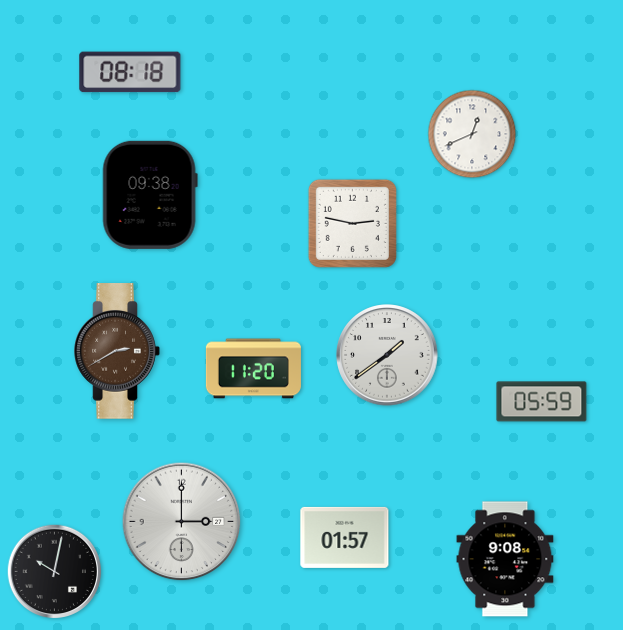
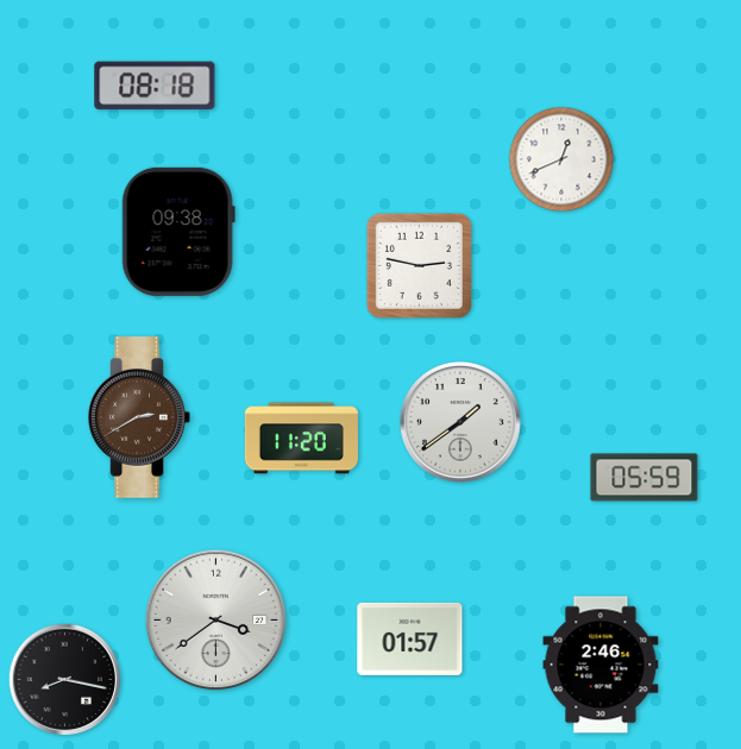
clock at (182, 522): 3:00 -> 3:39
clock at (505, 559): 9:08 -> 2:46
clock at (55, 572): 10:02 -> 8:17
